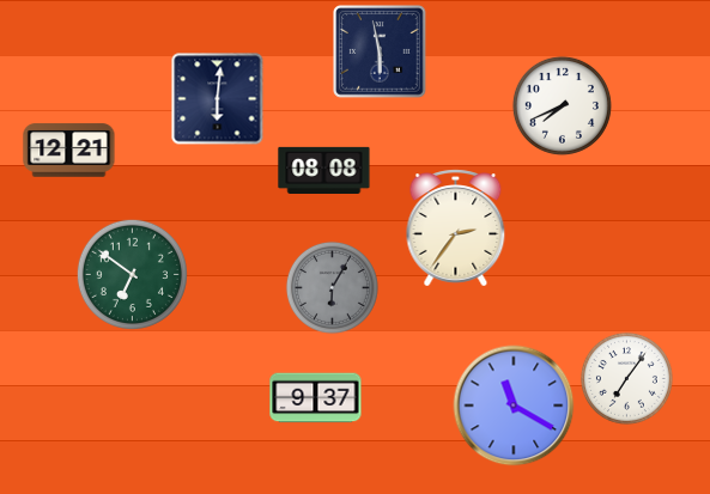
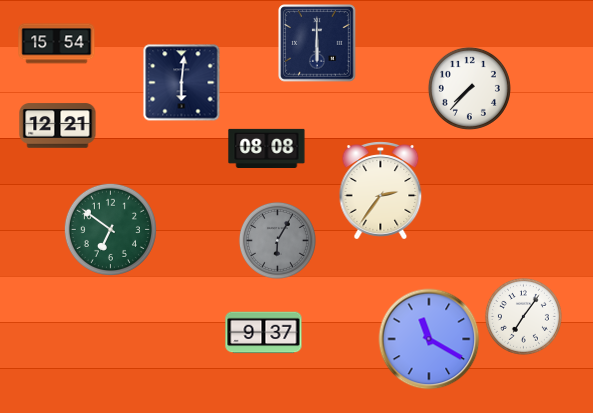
clock at (380, 51): 5:58 -> 6:00
clock at (57, 44): none -> 15:54
clock at (562, 105): 7:41 -> 7:37
clock at (324, 170) position: (324, 170) -> (267, 148)
